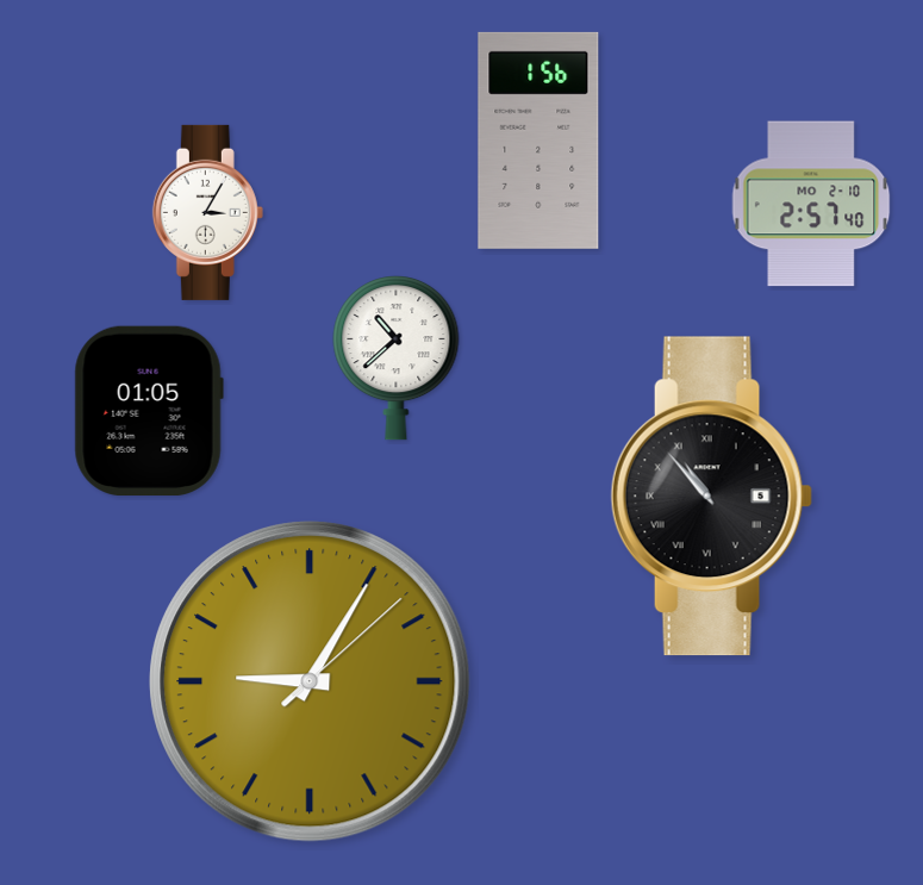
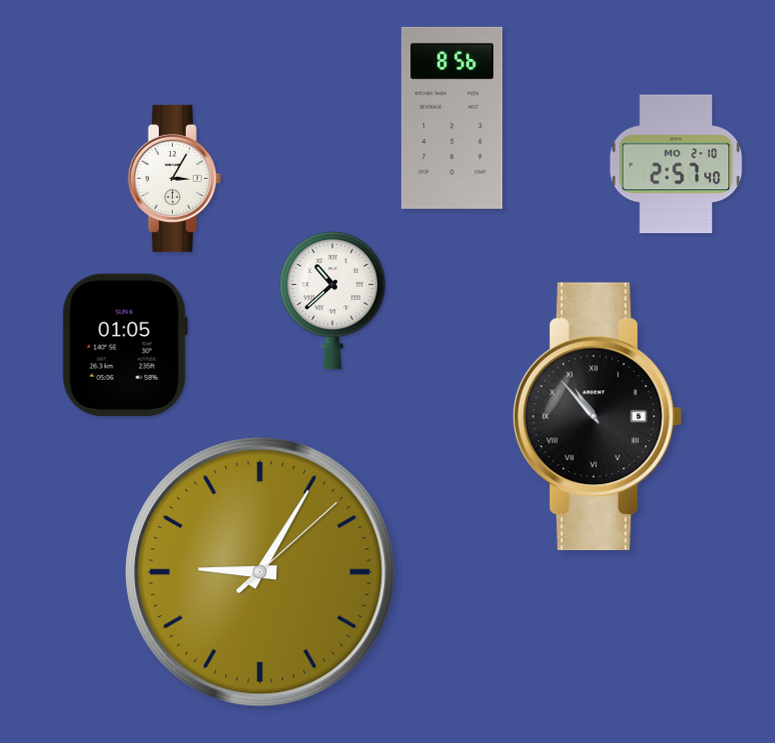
clock at (538, 141): 1:56 -> 8:56
clock at (811, 204) position: (811, 204) -> (676, 164)
